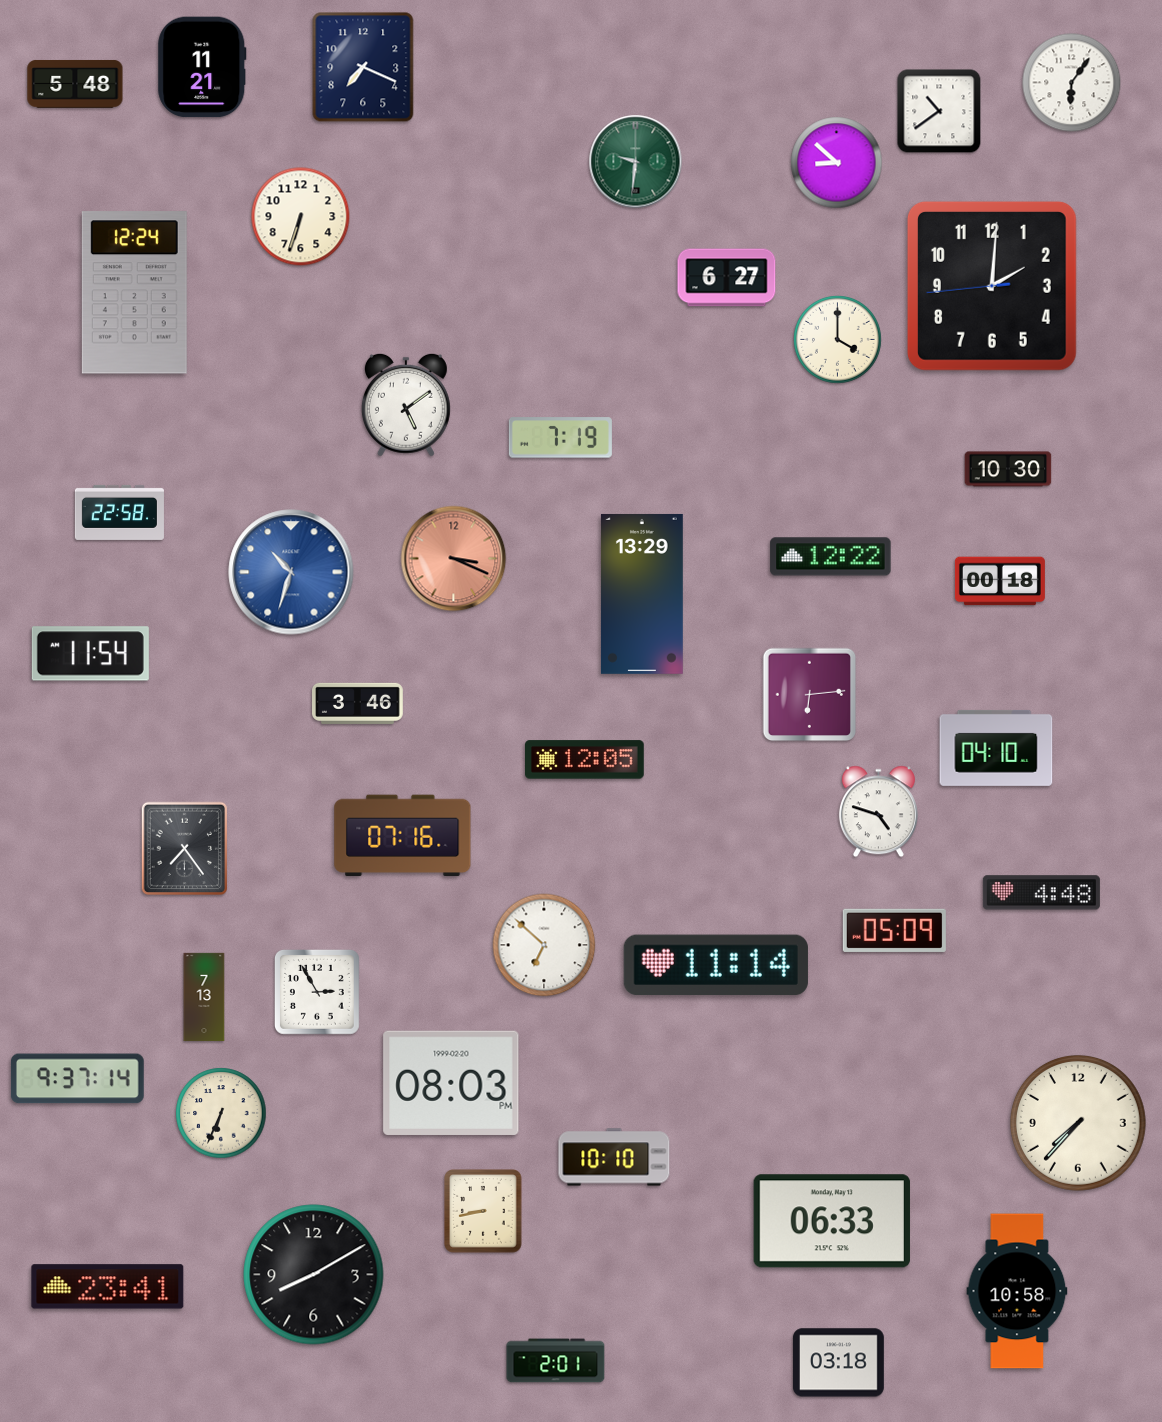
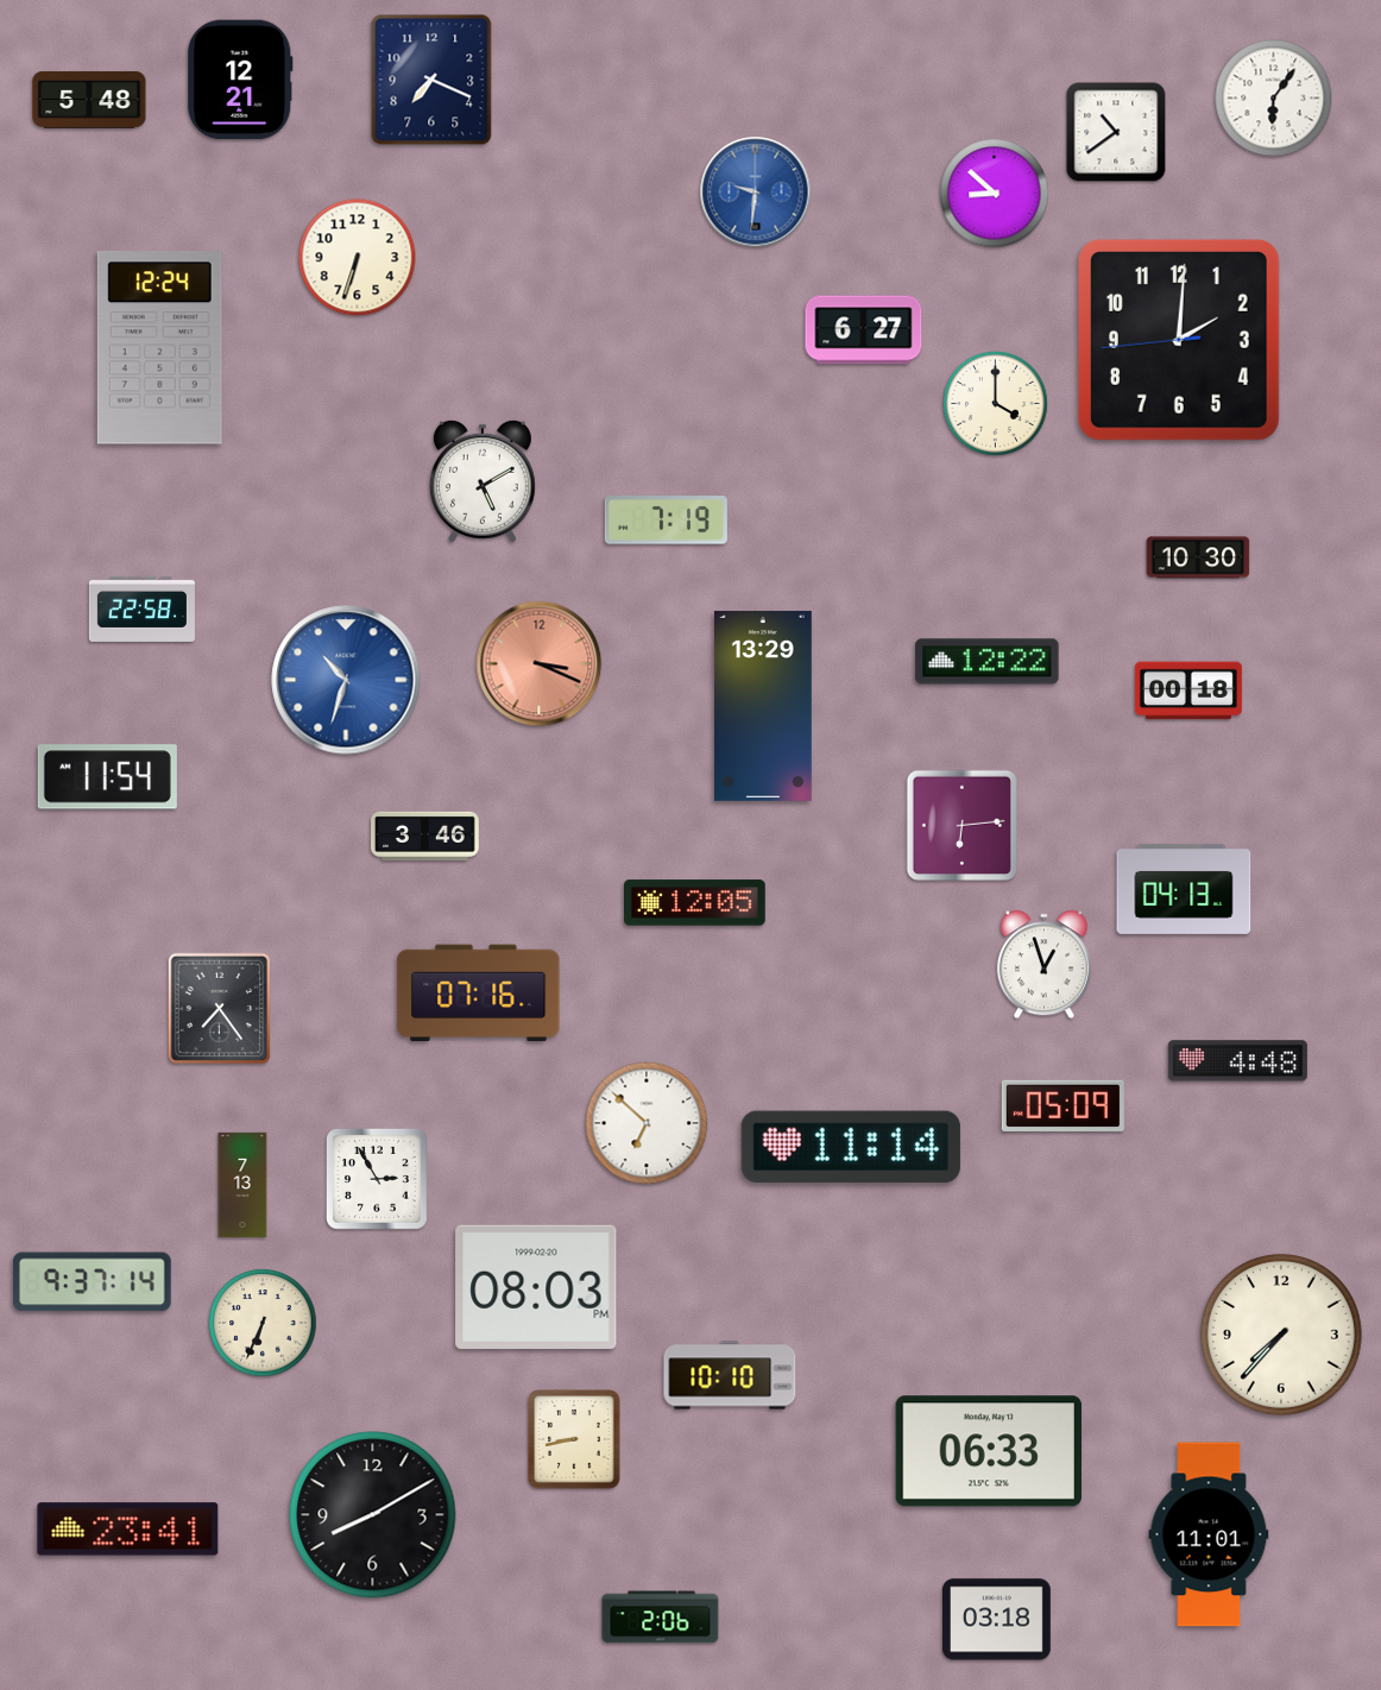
clock at (202, 67): 11:21 -> 12:21
clock at (636, 162) dial: green -> blue
clock at (406, 405): 5:09 -> 5:10
clock at (996, 748): 04:10 -> 04:13
clock at (878, 812): 4:48 -> 12:57
clock at (1017, 1291): 10:58 -> 11:01
clock at (556, 1361): 2:01 -> 2:06
